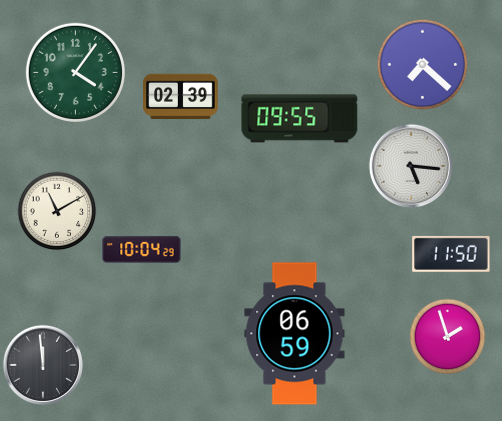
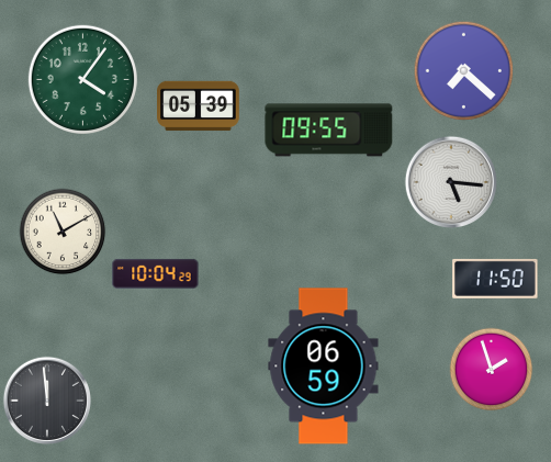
clock at (181, 97): 02:39 -> 05:39
